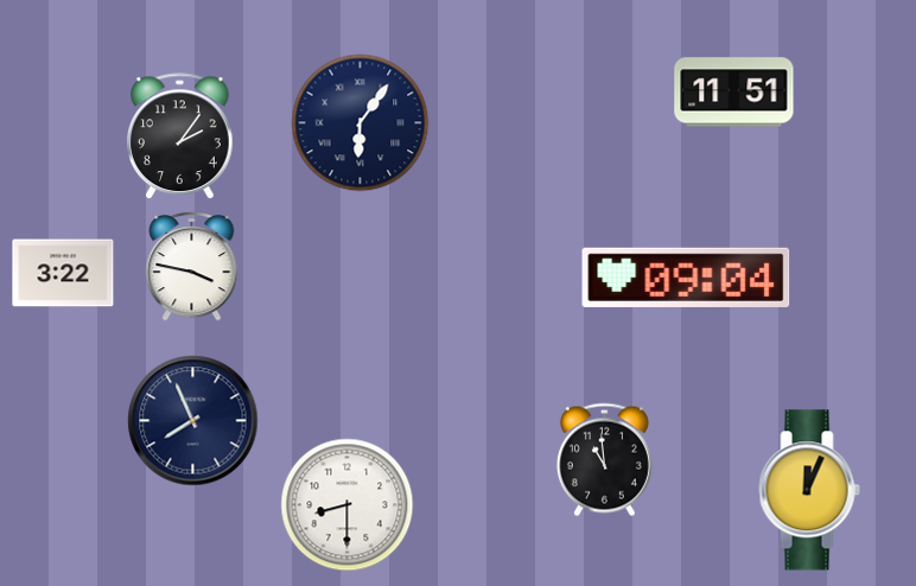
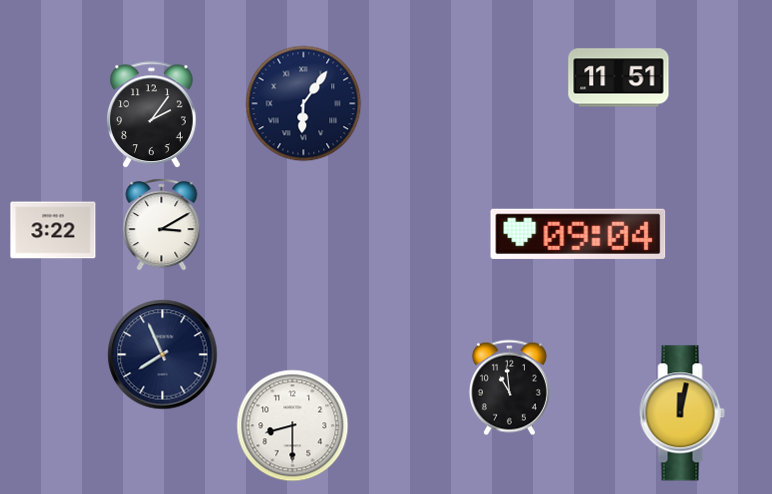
clock at (192, 267): 3:47 -> 3:10
clock at (809, 490): 12:04 -> 12:02
